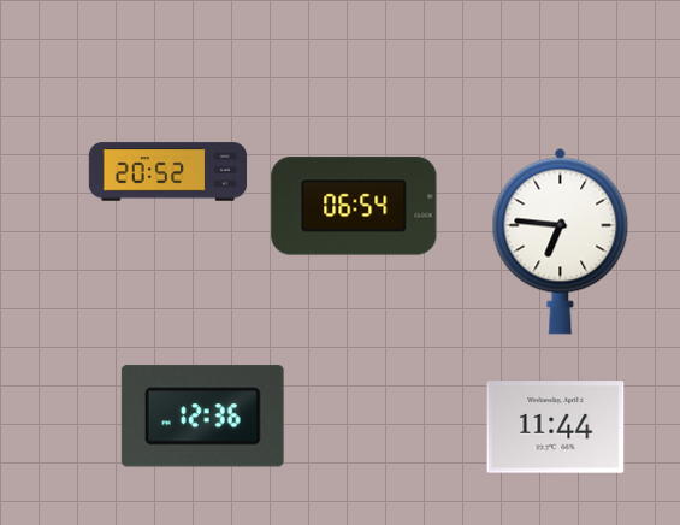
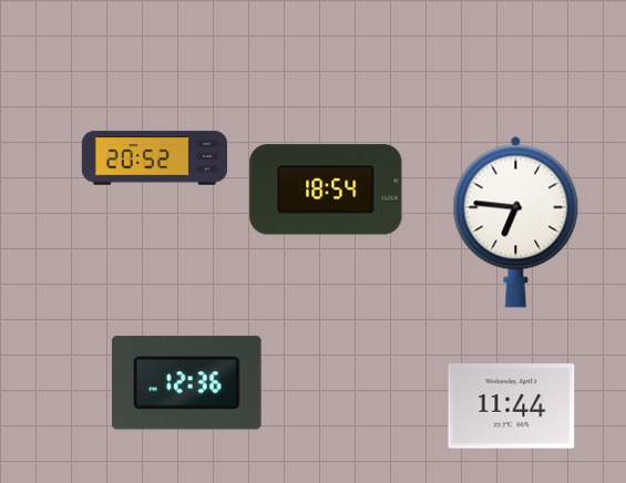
clock at (354, 206): 06:54 -> 18:54
clock at (556, 427) position: (556, 427) -> (512, 407)
